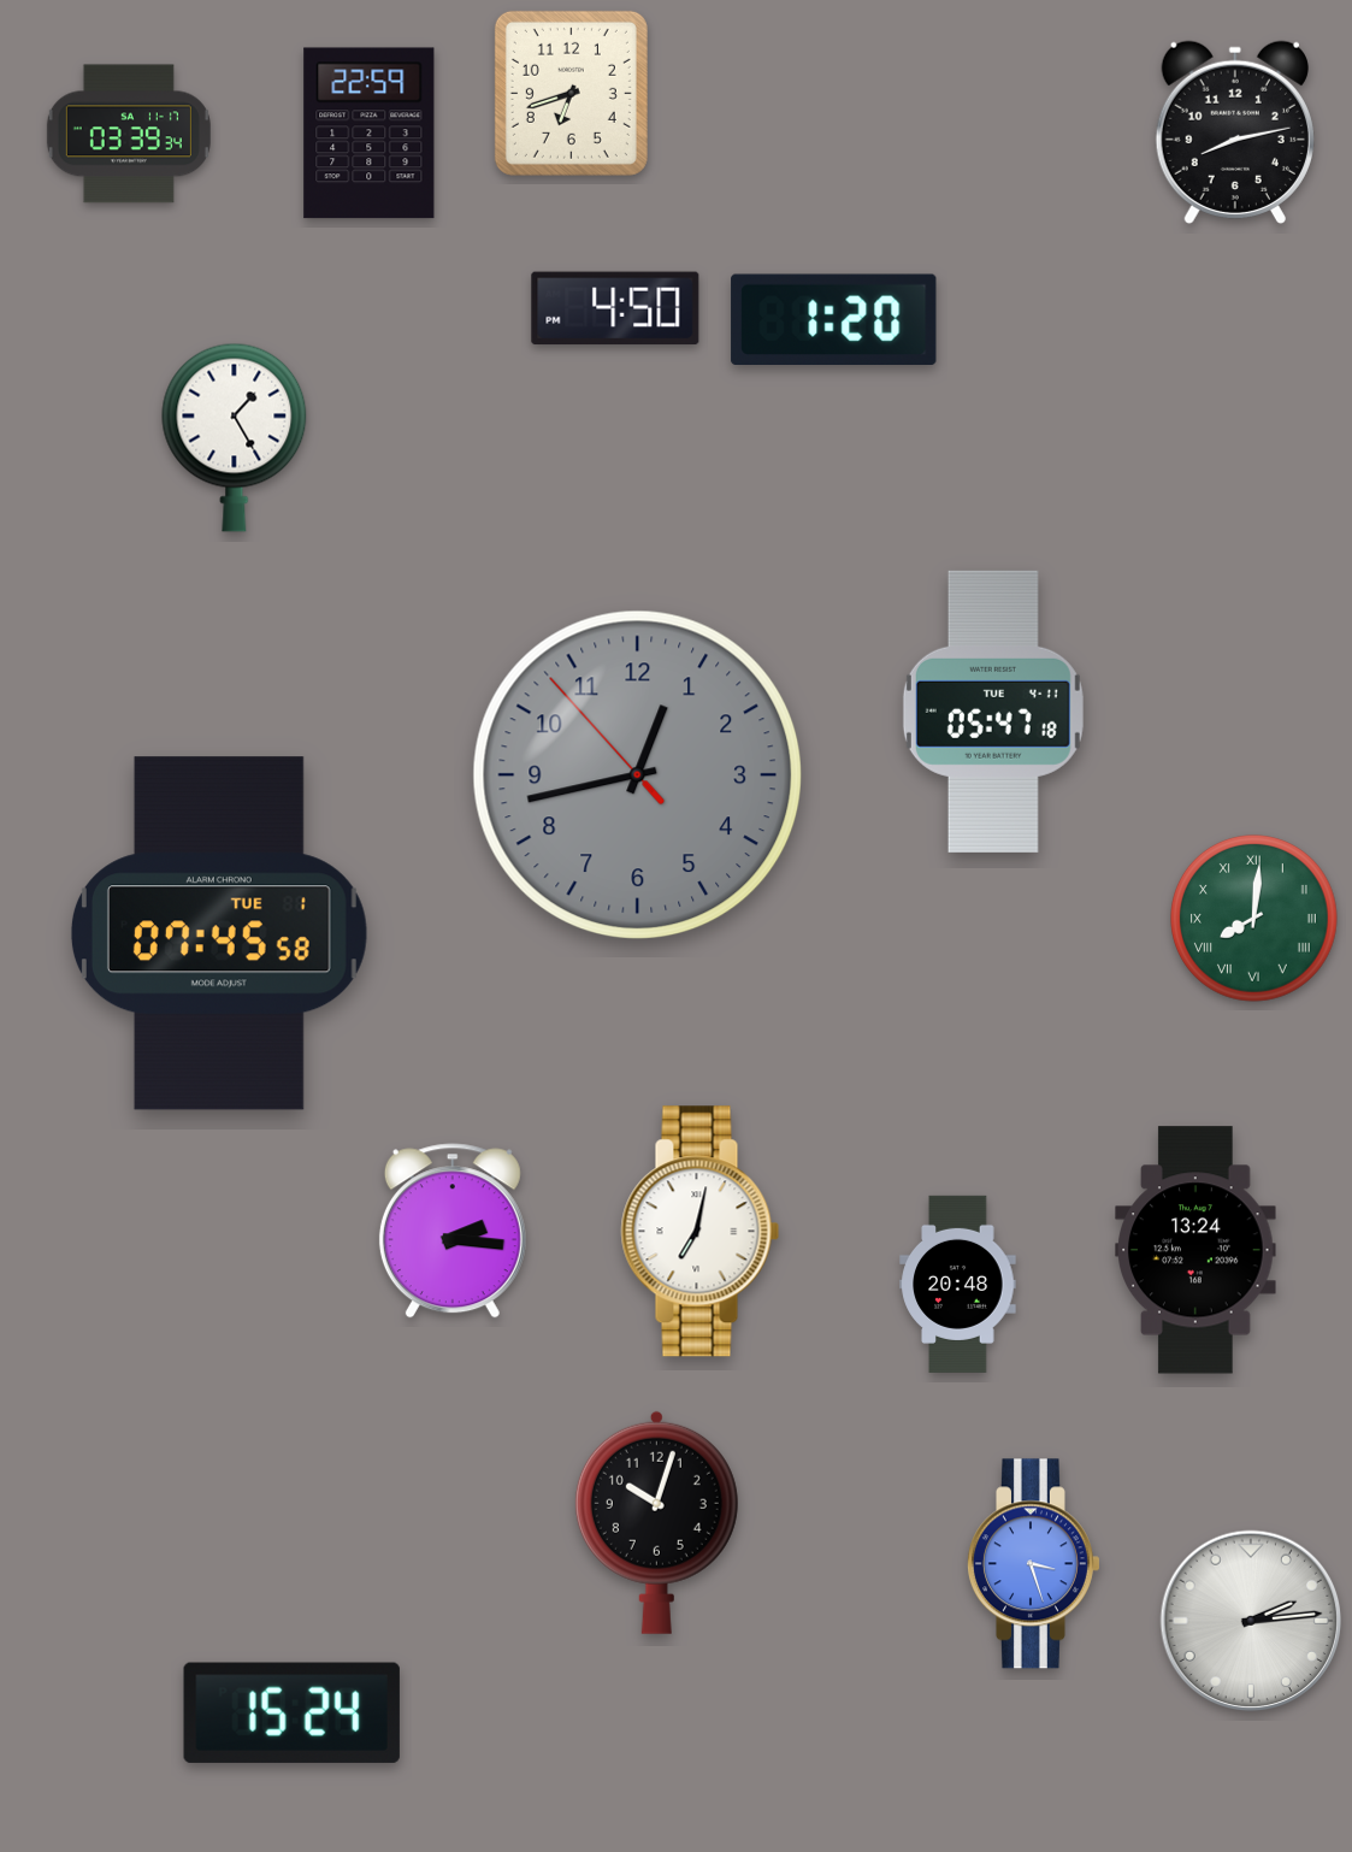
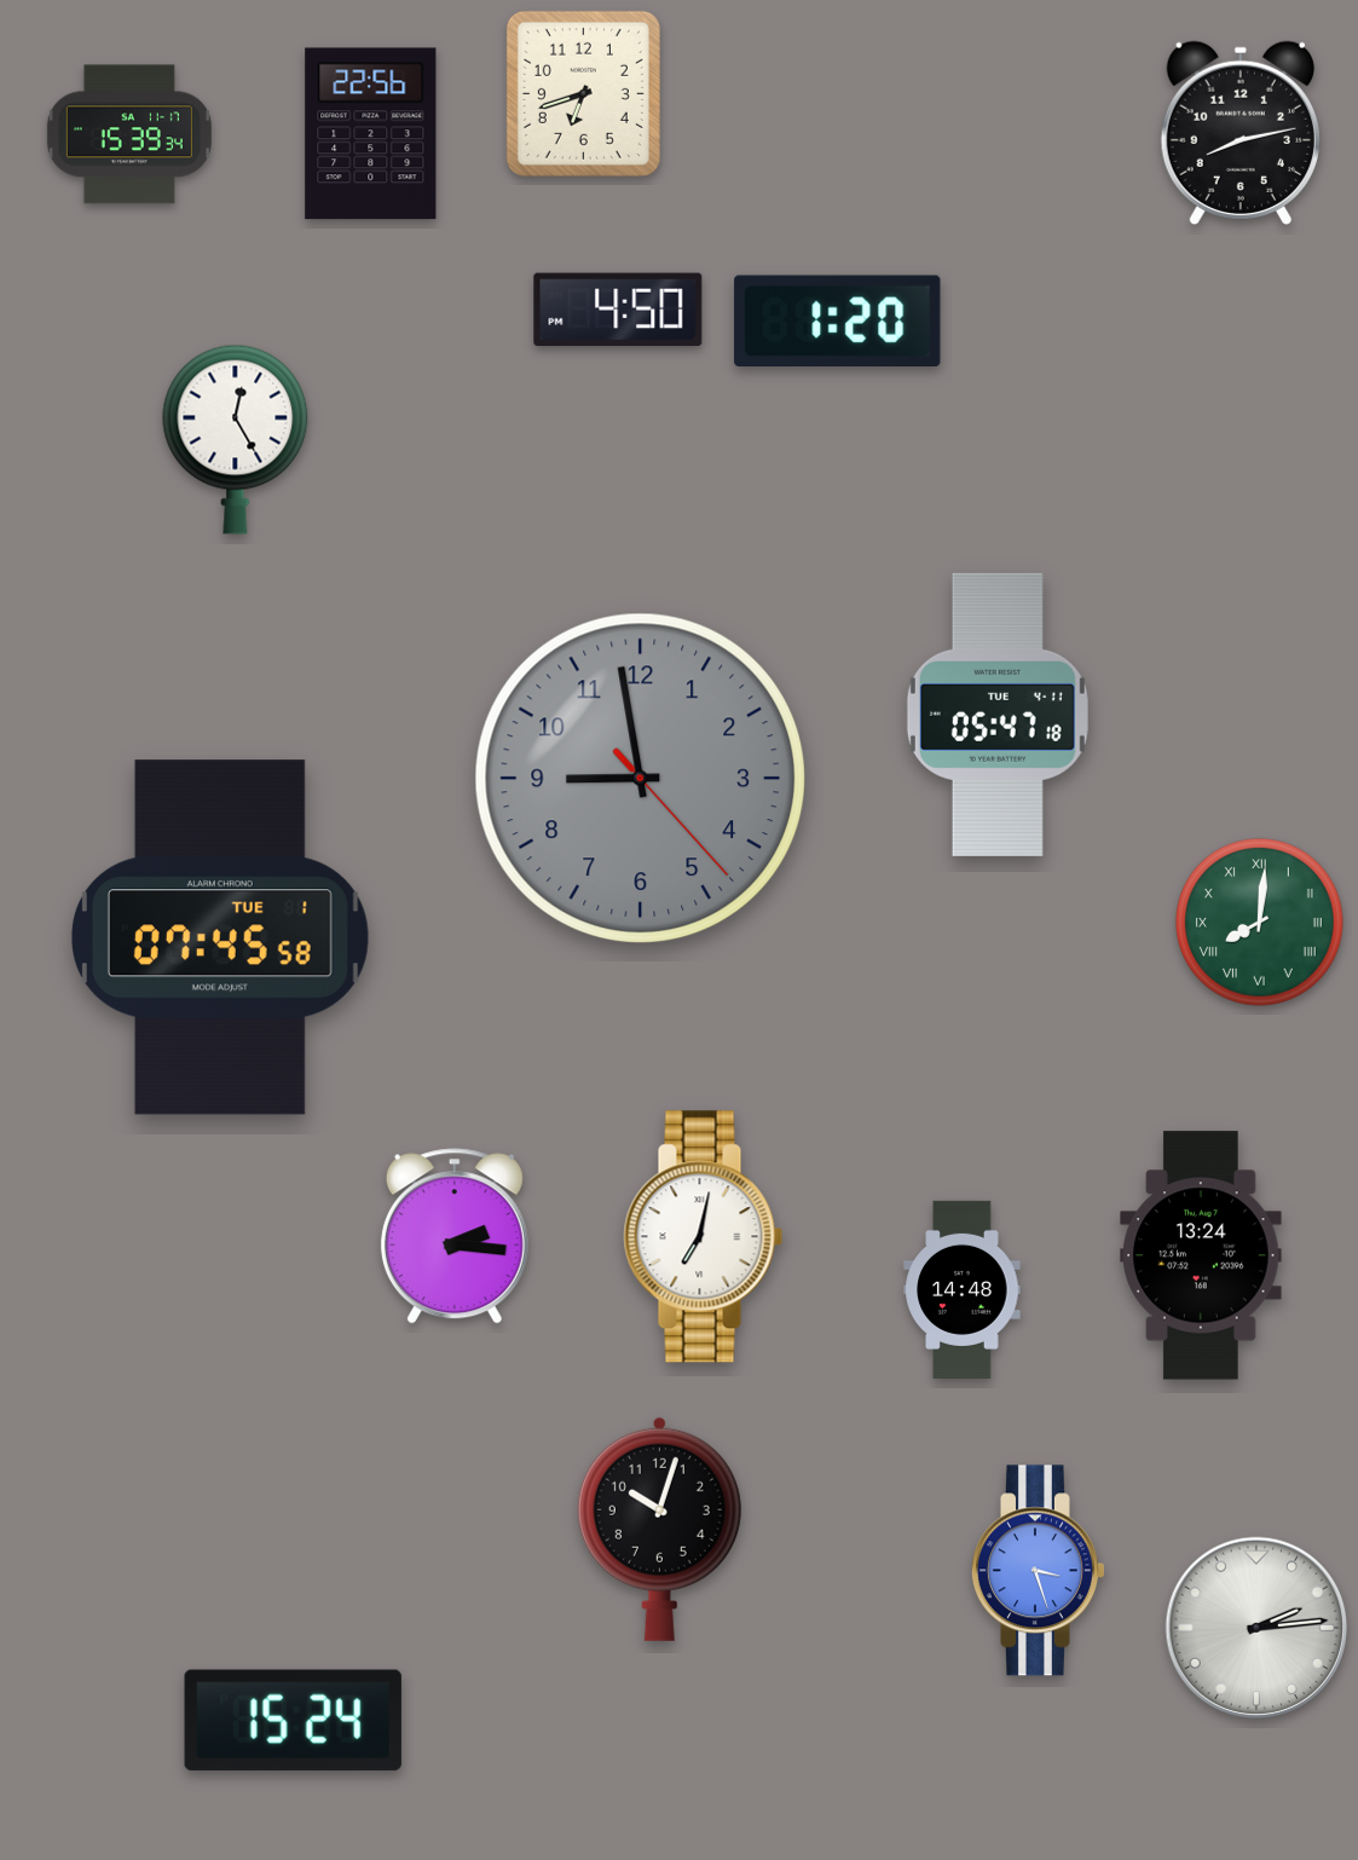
clock at (571, 93) position: (571, 93) -> (583, 93)
clock at (129, 134): 03:39 -> 15:39
clock at (370, 134): 22:59 -> 22:56
clock at (235, 437): 1:25 -> 12:25
clock at (637, 774): 12:42 -> 8:58
clock at (958, 1284): 20:48 -> 14:48
